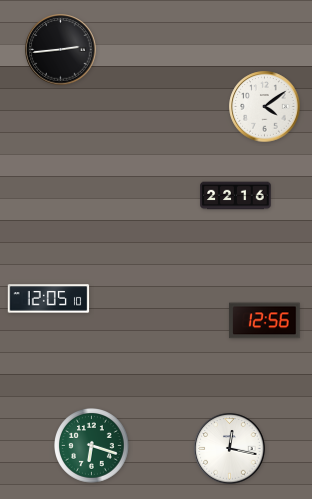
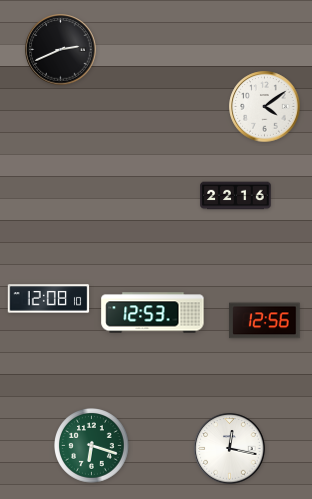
clock at (61, 50): 2:44 -> 2:41
clock at (49, 299): 12:05 -> 12:08
clock at (153, 313): none -> 12:53
